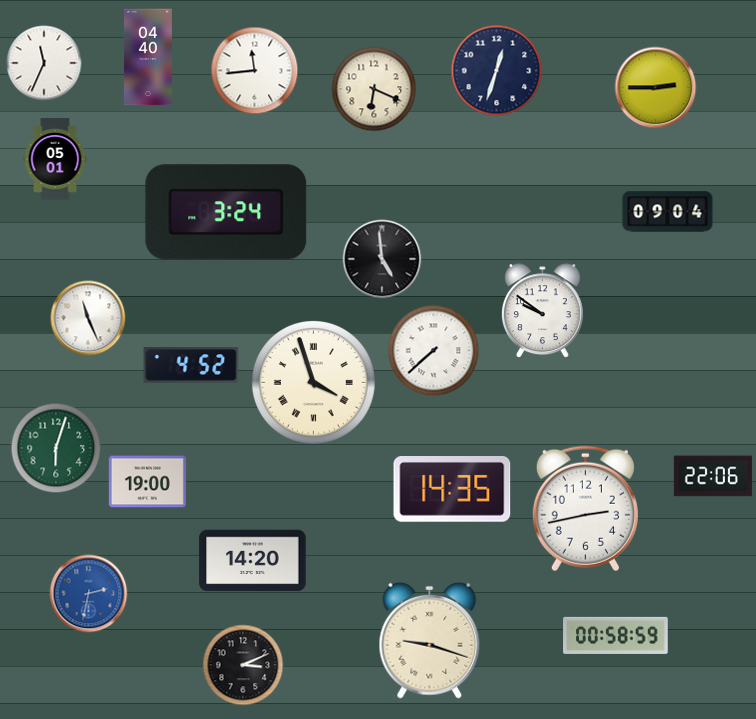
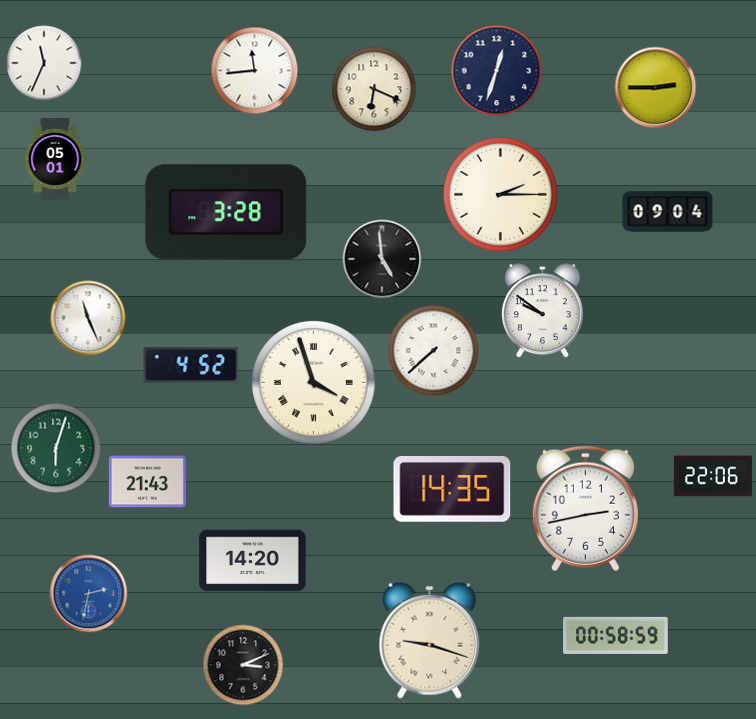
clock at (148, 57): 04:40 -> none
clock at (500, 194): none -> 2:15
clock at (226, 212): 3:24 -> 3:28
clock at (147, 482): 19:00 -> 21:43
